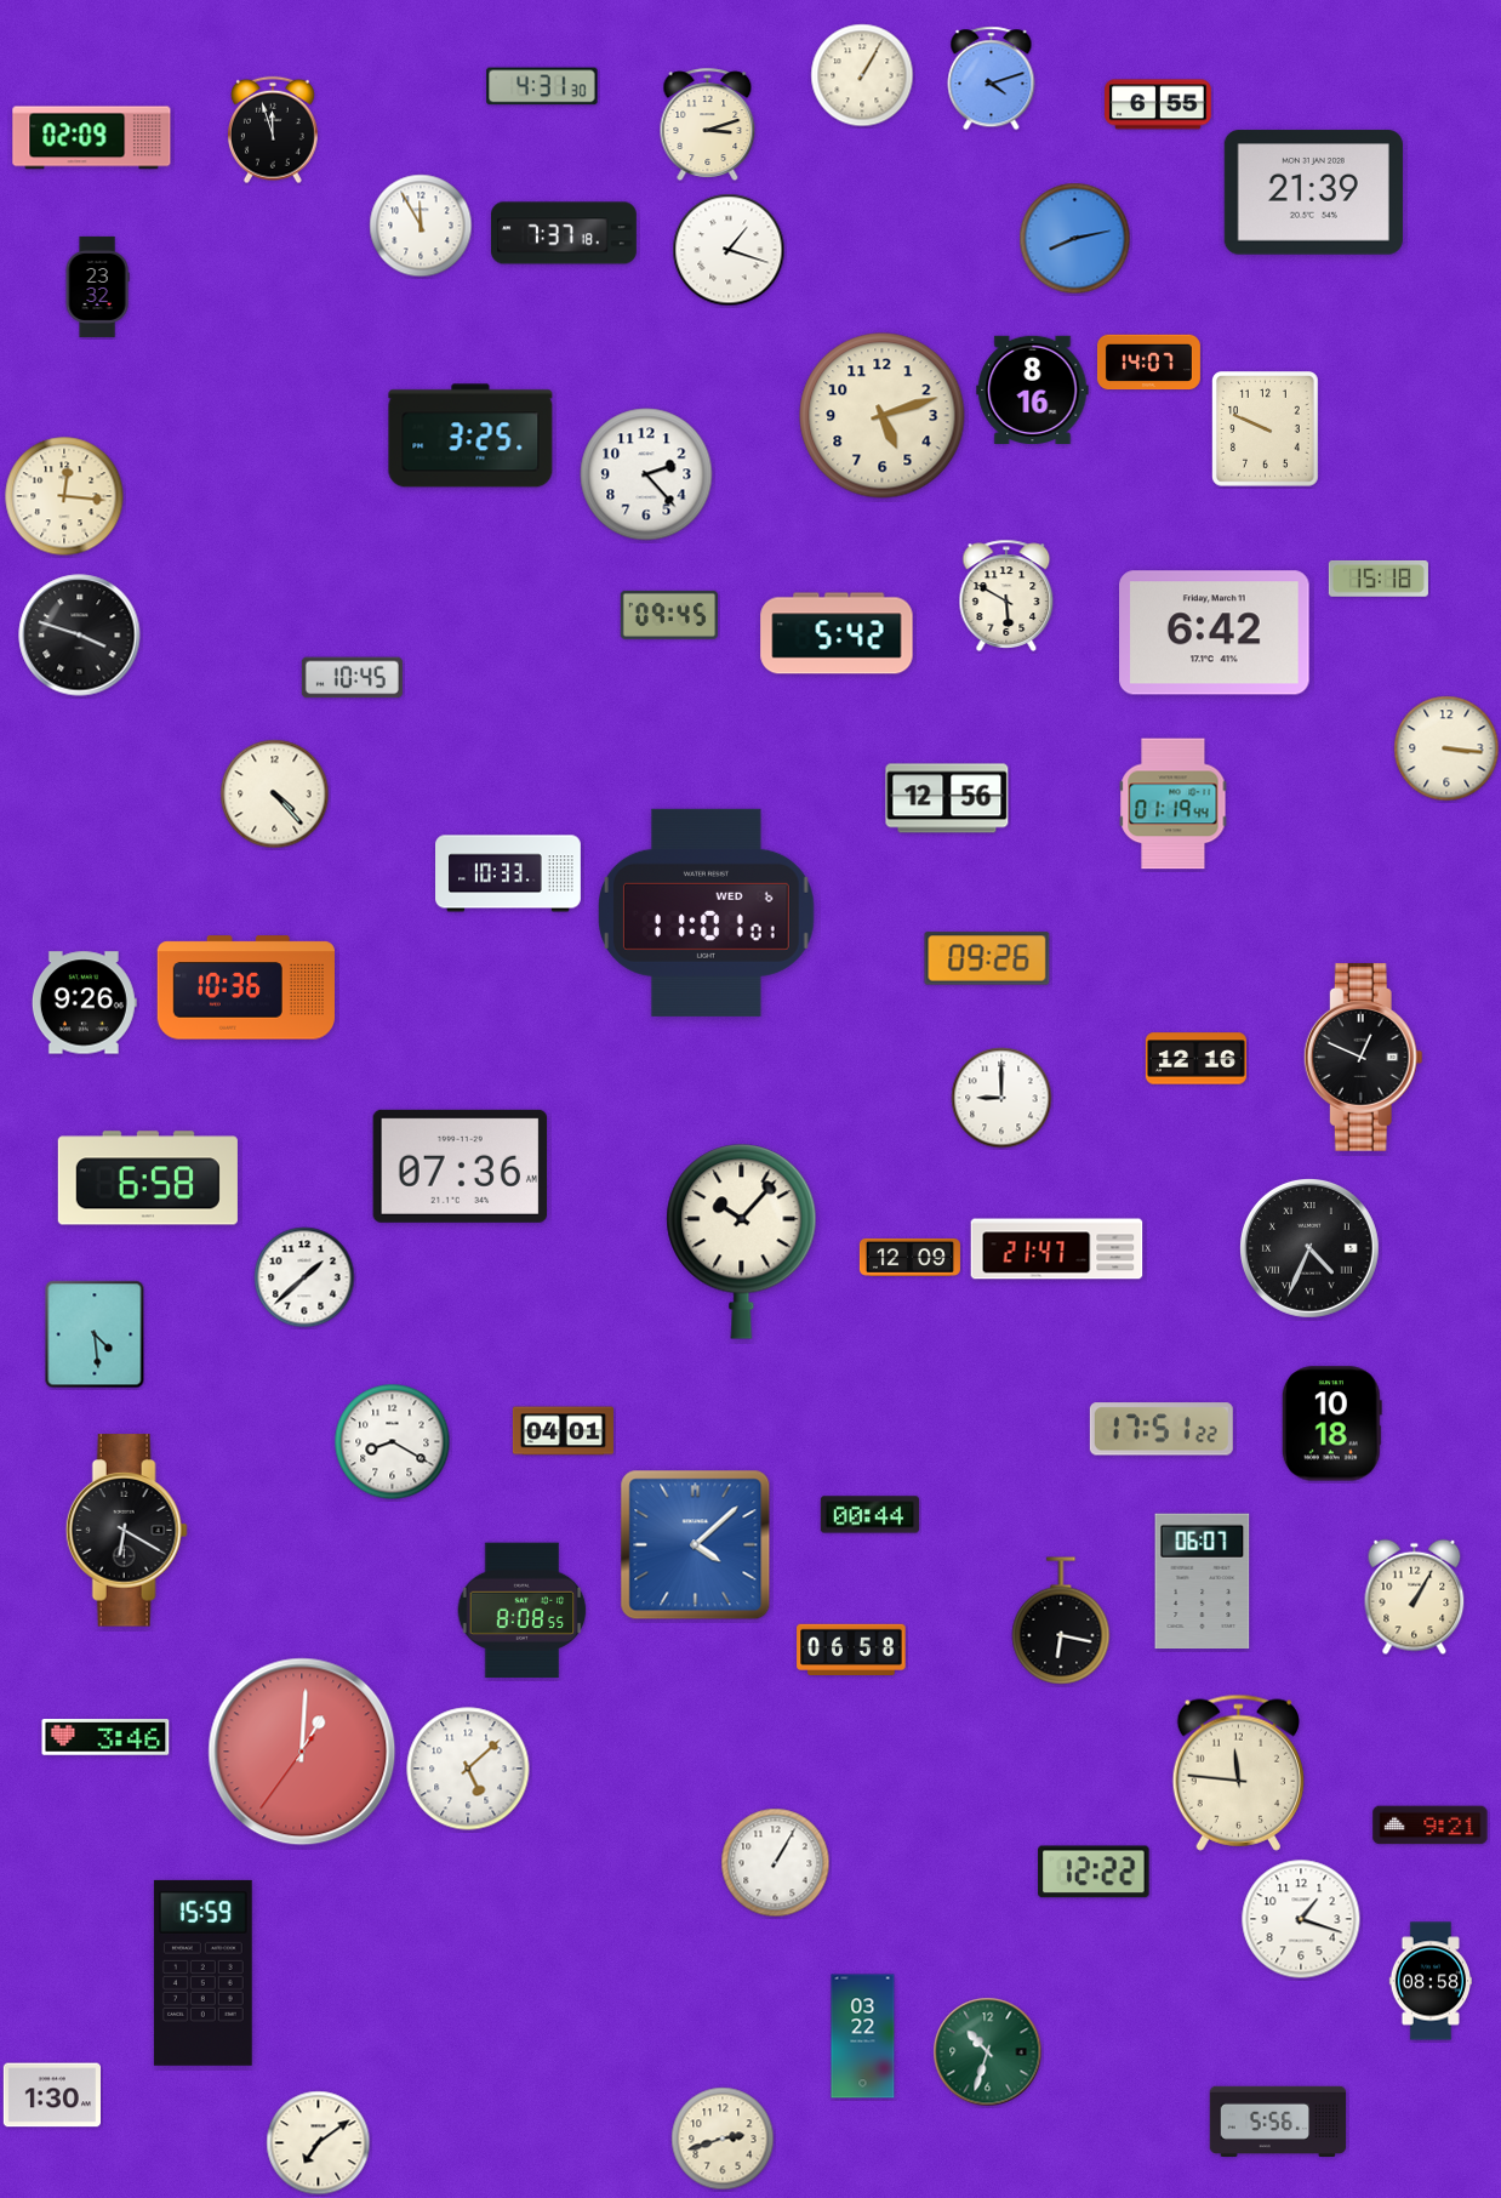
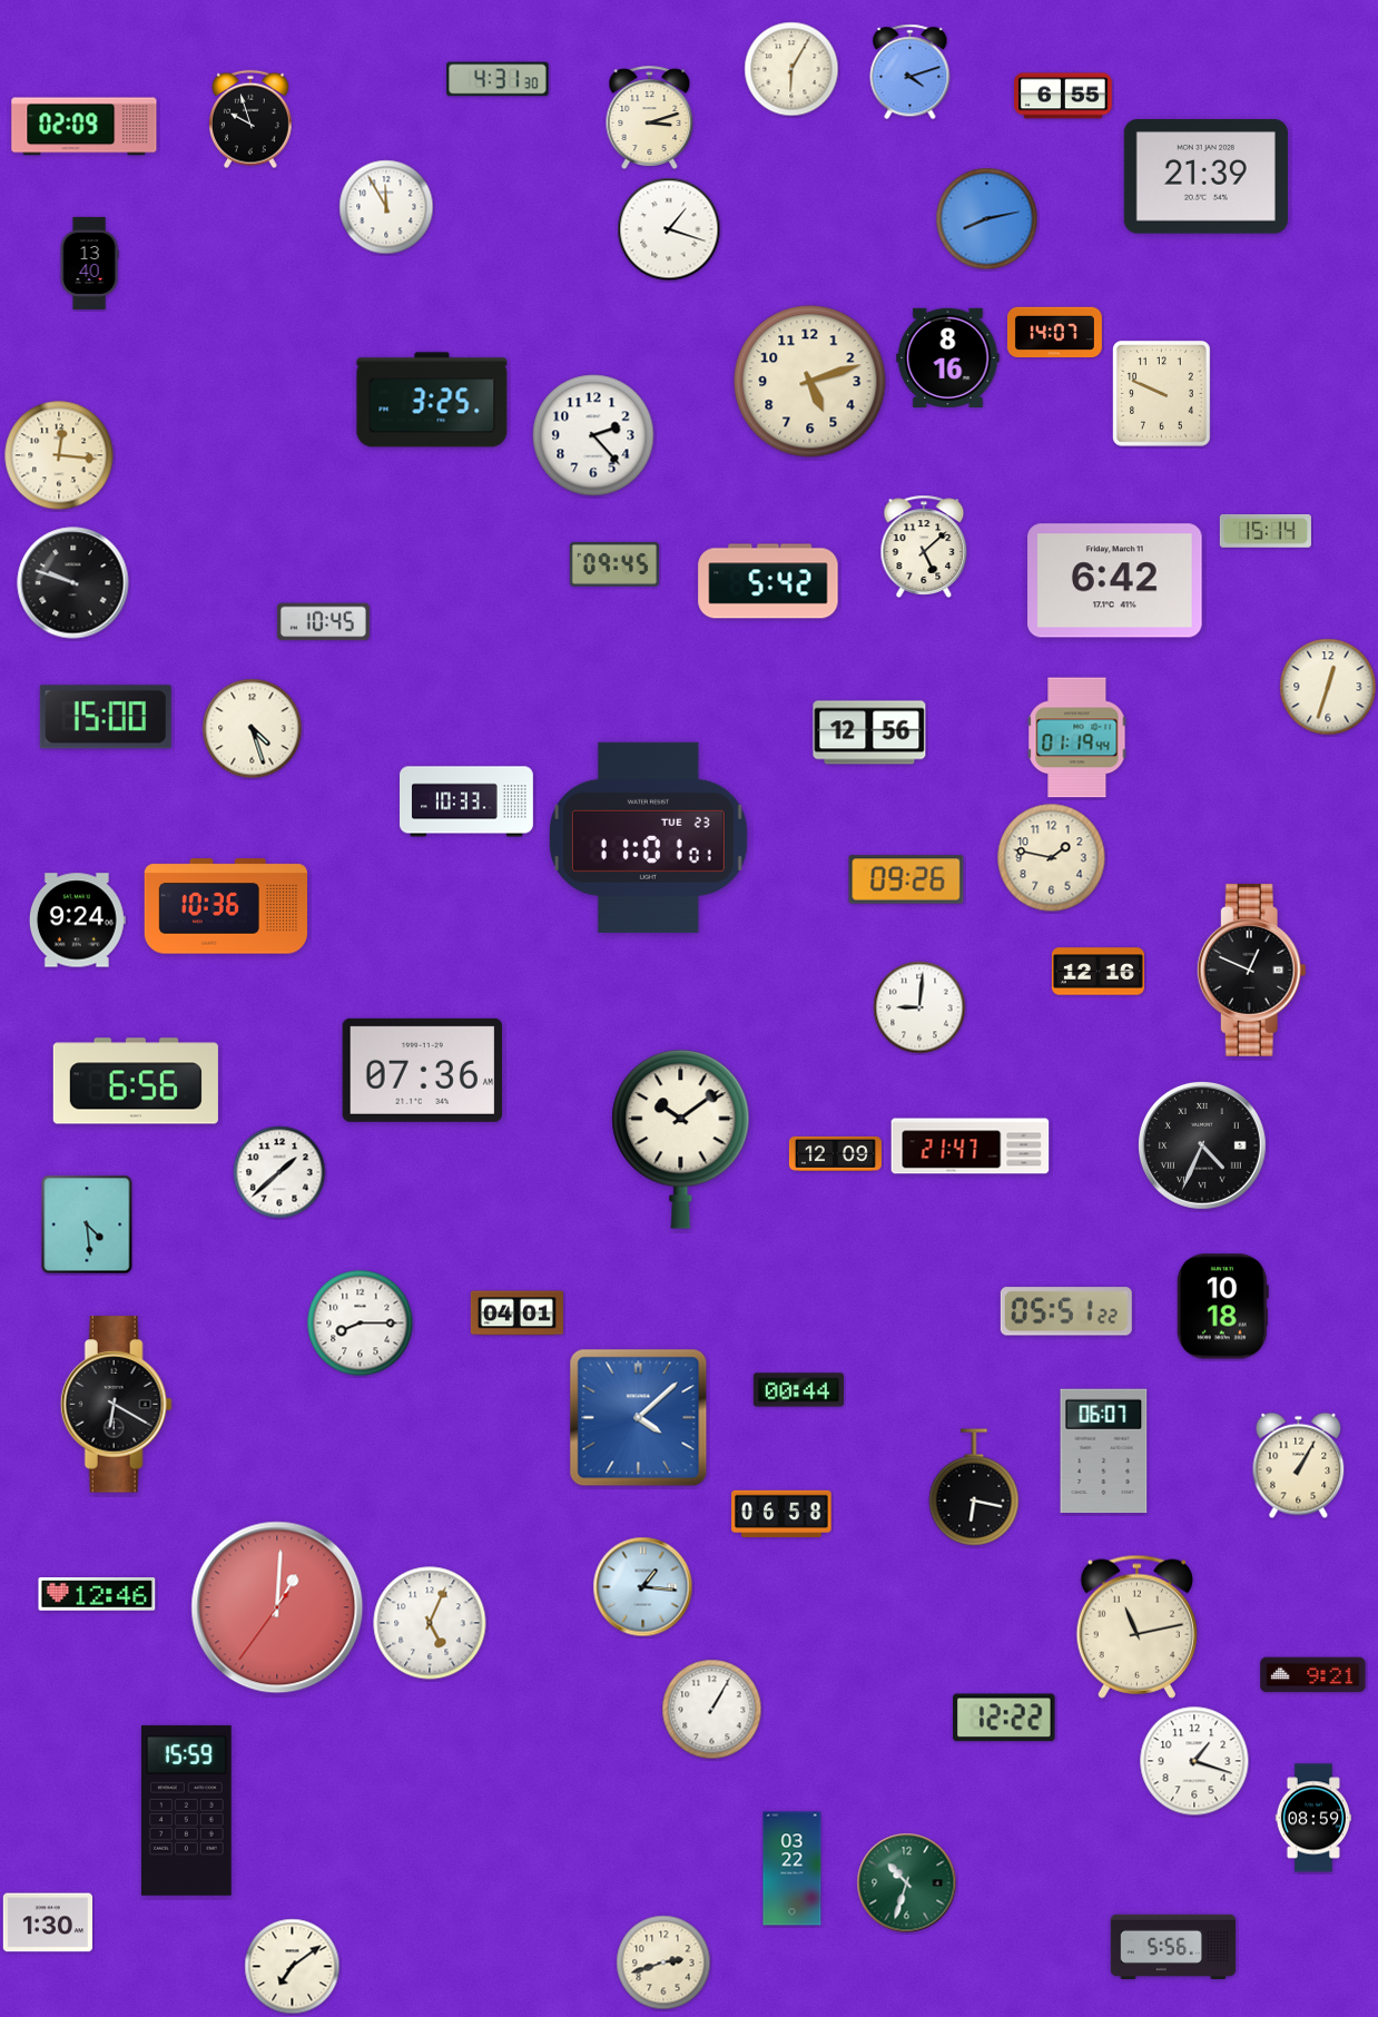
clock at (862, 75): 1:05 -> 6:05
clock at (708, 124) position: (708, 124) -> (650, 117)
clock at (273, 130): 11:57 -> 9:57
clock at (565, 233): 7:37 -> none
clock at (97, 286): 23:32 -> 13:40
clock at (1379, 580): 15:18 -> 15:14
clock at (1006, 596): 5:50 -> 5:08
clock at (80, 636): 3:48 -> 9:48
clock at (1446, 748): 3:16 -> 12:33
clock at (106, 717): none -> 15:00
clock at (275, 795): 4:23 -> 4:27
clock at (707, 912) date: WED 6 -> TUE 23
clock at (1052, 858): none -> 1:47
clock at (84, 1003): 9:26 -> 9:24
clock at (1001, 1098): 9:00 -> 9:01
clock at (148, 1178): 6:58 -> 6:56
clock at (742, 1241): 10:07 -> 10:09
clock at (1162, 1429): 17:51 -> 05:51
clock at (393, 1442): 8:20 -> 8:15
clock at (523, 1611): 8:08 -> none
clock at (643, 1587): none -> 1:16
clock at (105, 1738): 3:46 -> 12:46
clock at (468, 1769): 5:08 -> 5:04
clock at (1238, 1772): 11:46 -> 11:13
clock at (1429, 1981): 08:58 -> 08:59
